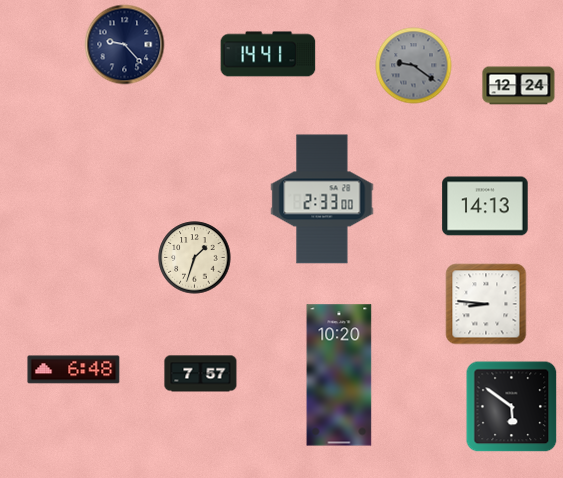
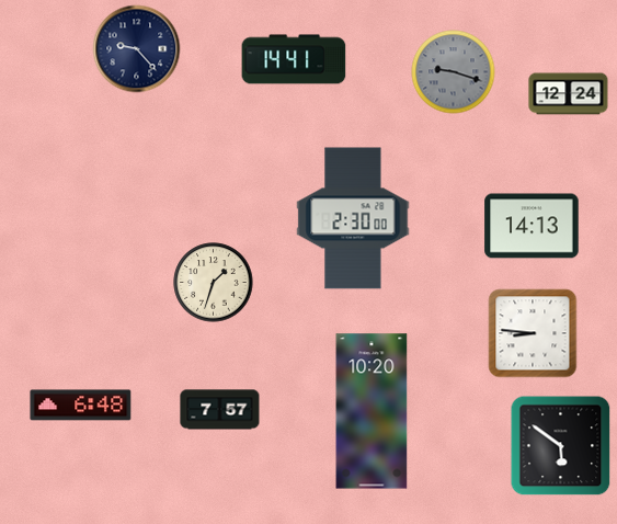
clock at (414, 66): 9:21 -> 9:18
clock at (322, 199): 2:33 -> 2:30
